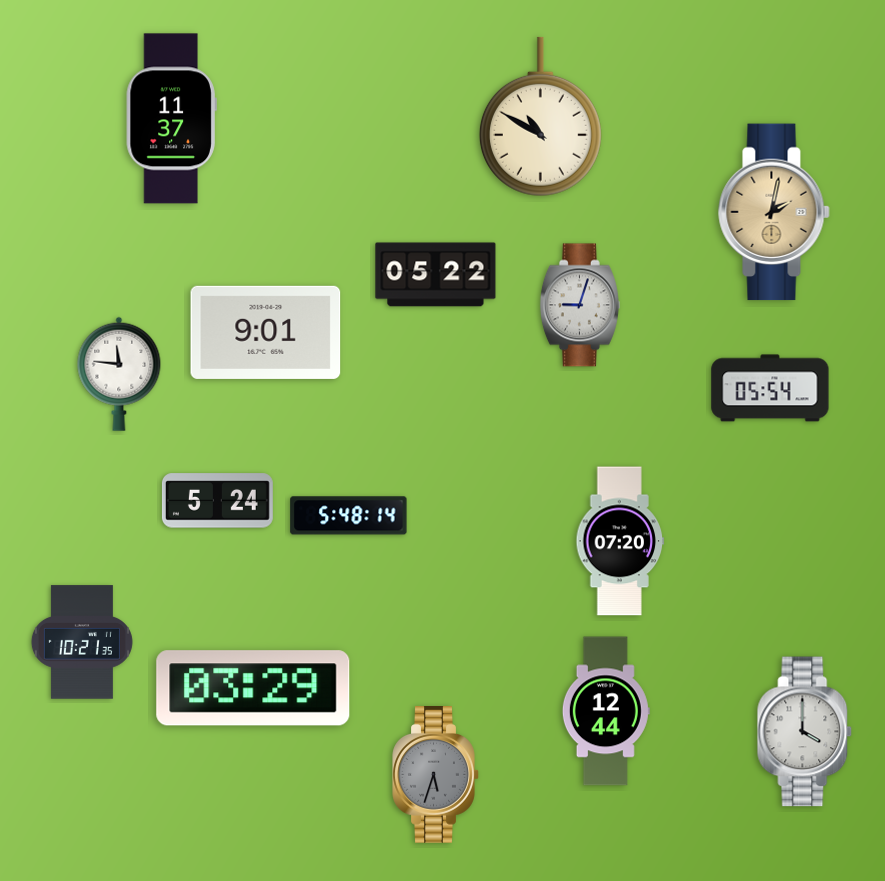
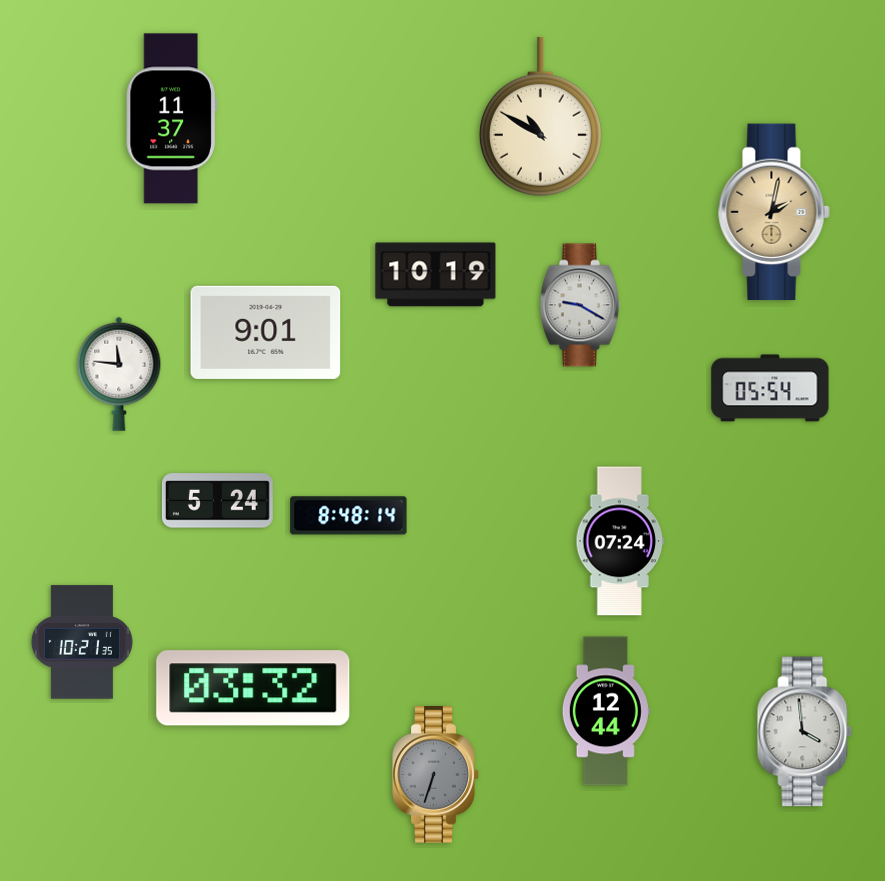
clock at (436, 275): 05:22 -> 10:19
clock at (580, 305): 9:03 -> 9:20
clock at (349, 516): 5:48 -> 8:48
clock at (620, 541): 07:20 -> 07:24
clock at (253, 688): 03:29 -> 03:32
clock at (805, 732): 4:00 -> 3:59
clock at (436, 775): 5:33 -> 6:33
